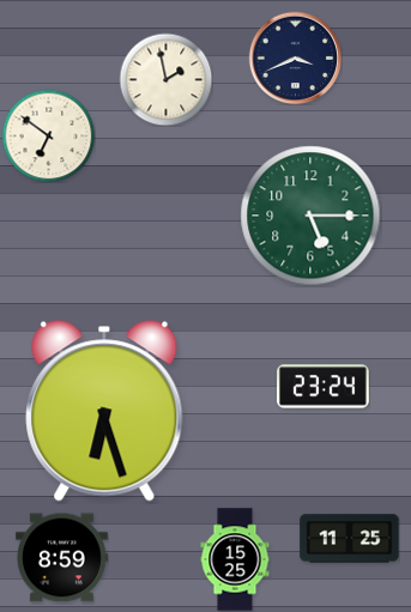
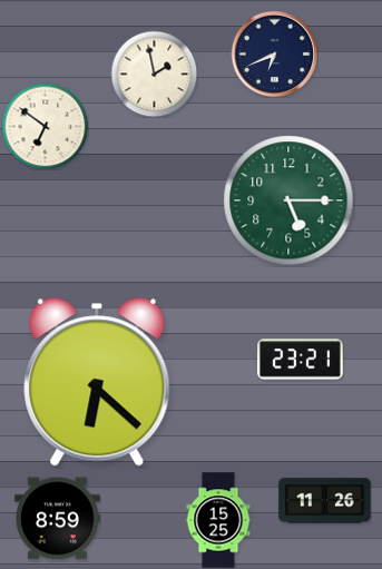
clock at (295, 57): 3:41 -> 6:41
clock at (324, 387): 23:24 -> 23:21
clock at (104, 411): 6:27 -> 6:22
clock at (350, 539): 11:25 -> 11:26
